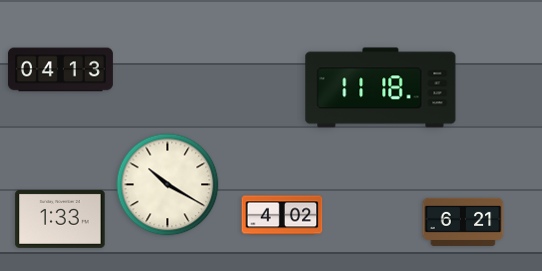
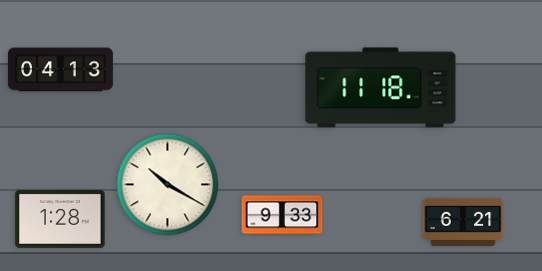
clock at (282, 215): 4:02 -> 9:33
clock at (60, 219): 1:33 -> 1:28
